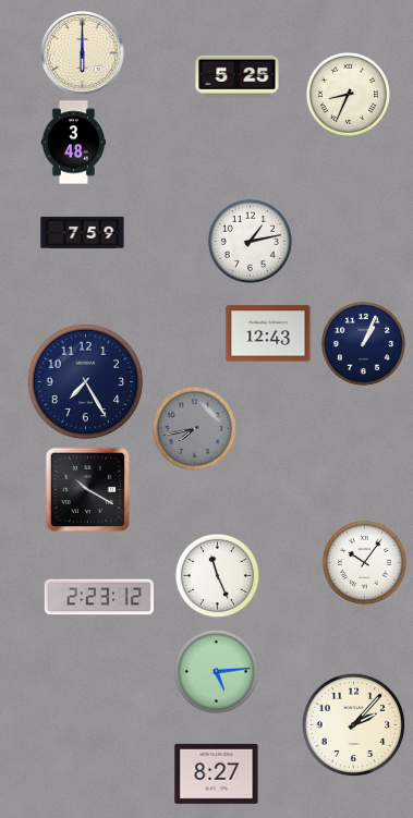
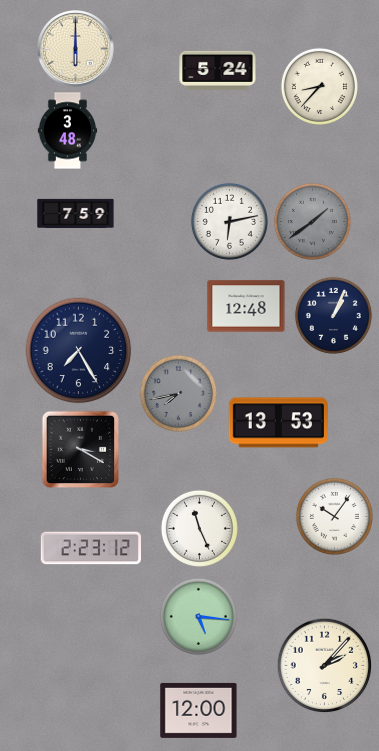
clock at (238, 76): 5:25 -> 5:24
clock at (348, 94): 8:34 -> 8:37
clock at (250, 241): 1:13 -> 6:13
clock at (312, 221): none -> 1:39
clock at (268, 333): 12:43 -> 12:48
clock at (278, 423): none -> 13:53
clock at (87, 489): 10:20 -> 3:20
clock at (216, 671): 5:14 -> 5:16
clock at (217, 773): 8:27 -> 12:00
